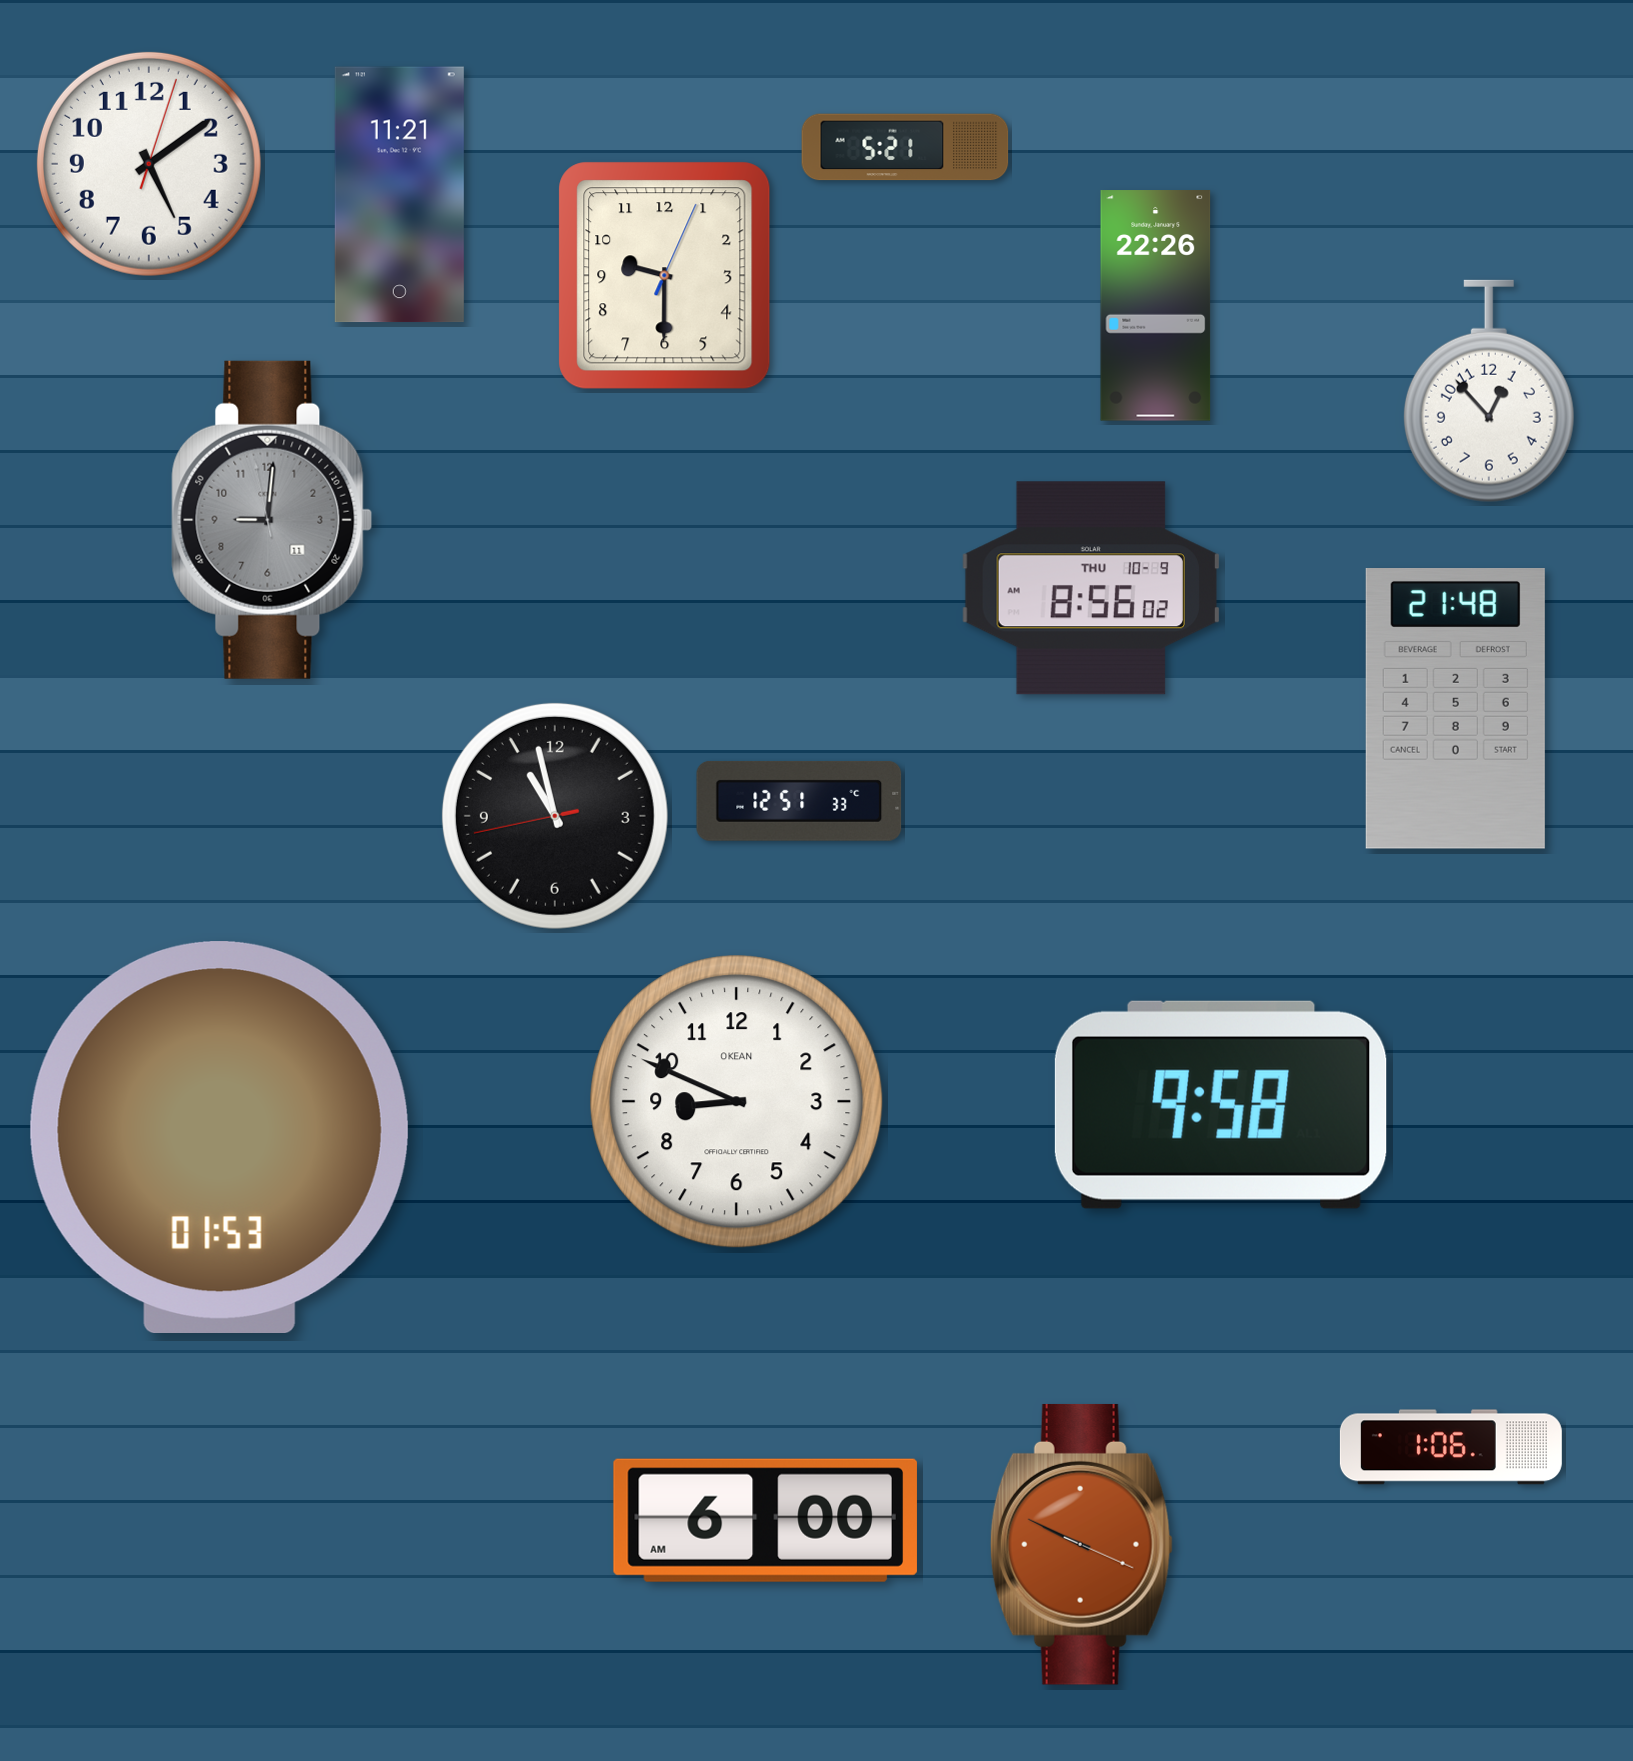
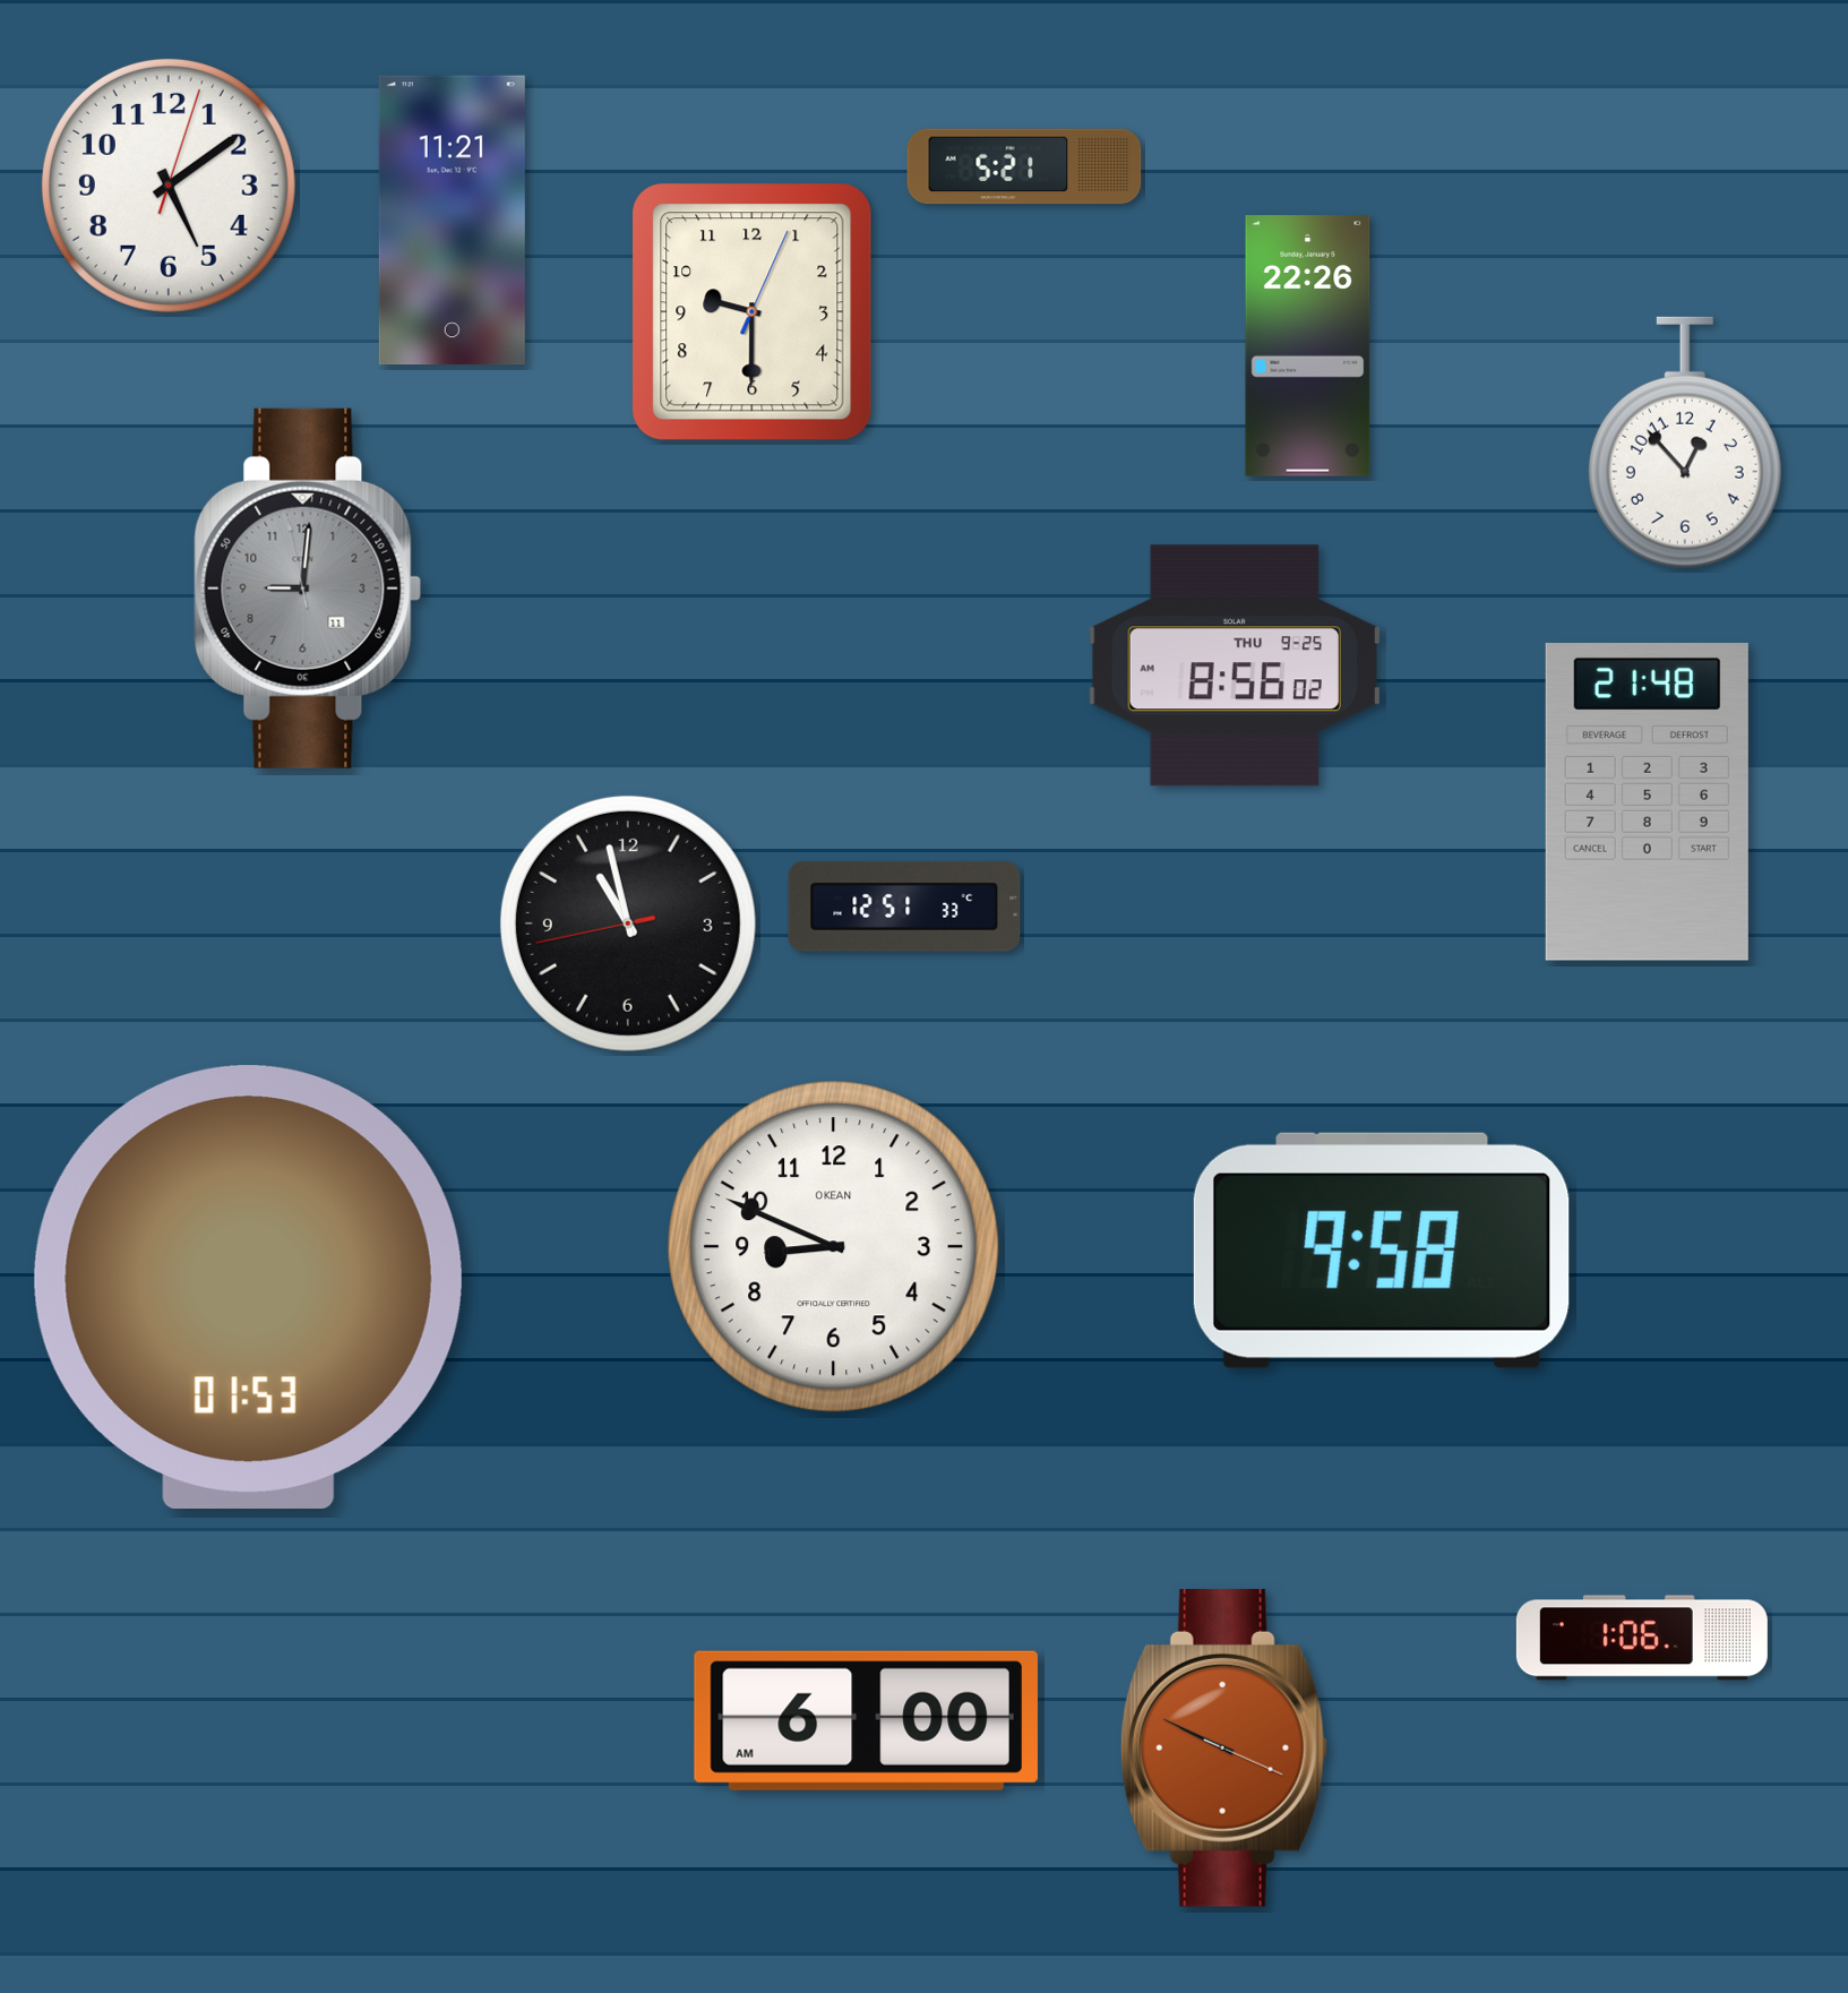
clock at (1091, 588) date: THU 10-9 -> THU 9-25
